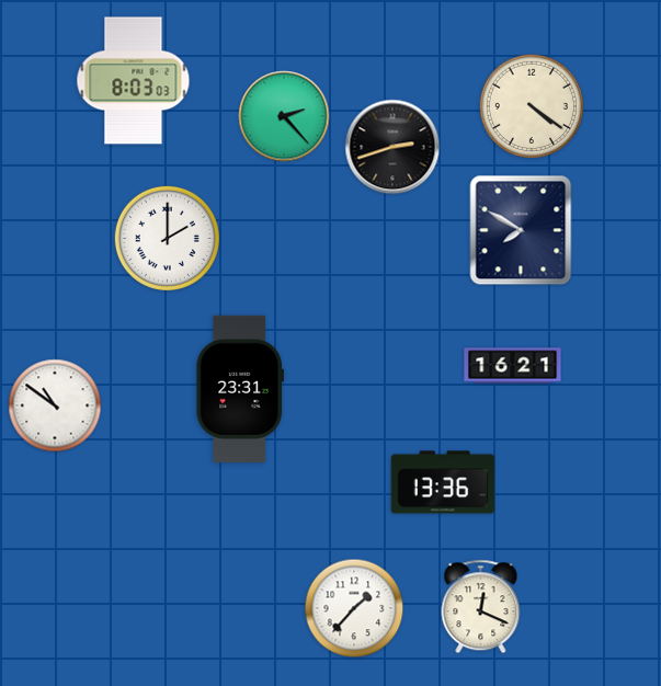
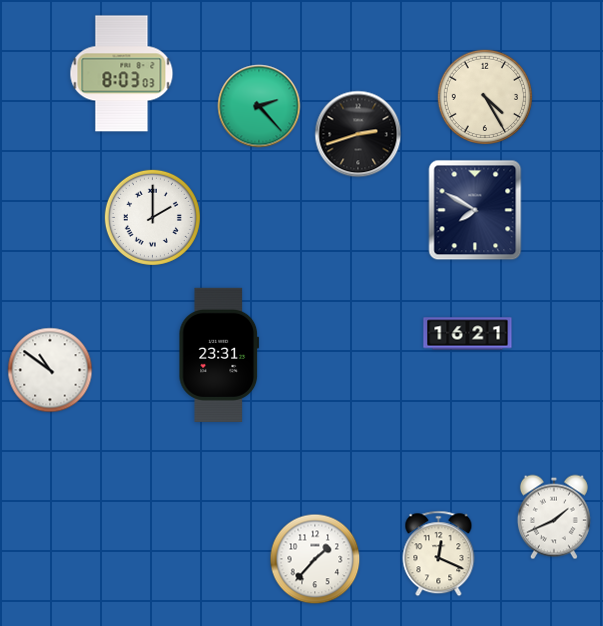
clock at (531, 105): 4:21 -> 4:25
clock at (443, 482): 13:36 -> none
clock at (554, 517): none -> 1:41
clock at (354, 608) position: (354, 608) -> (315, 559)
